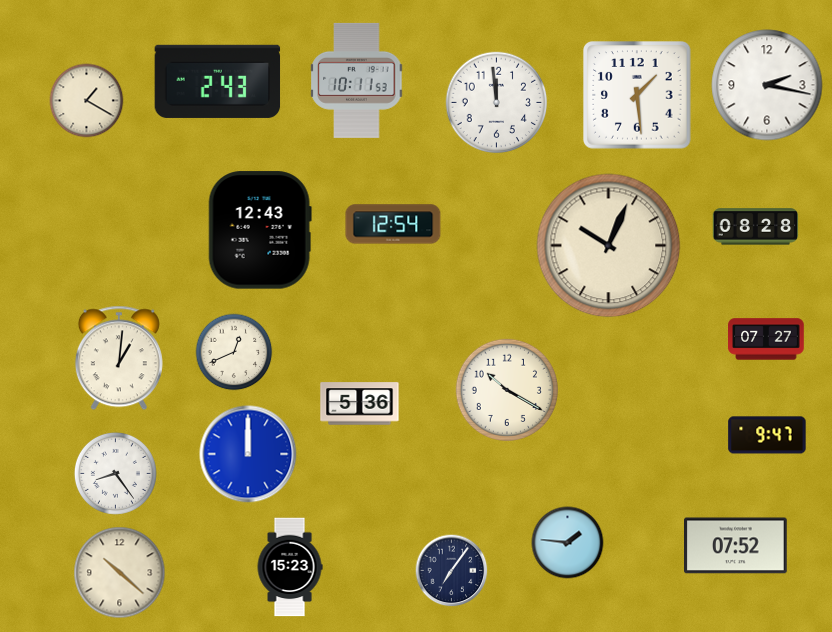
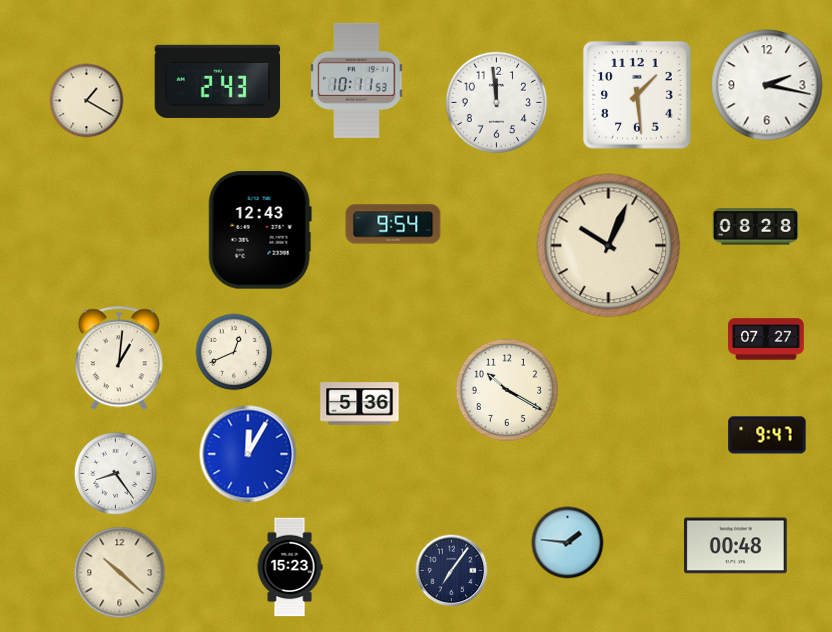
clock at (393, 224): 12:54 -> 9:54
clock at (248, 454): 12:00 -> 12:05
clock at (736, 546): 07:52 -> 00:48
